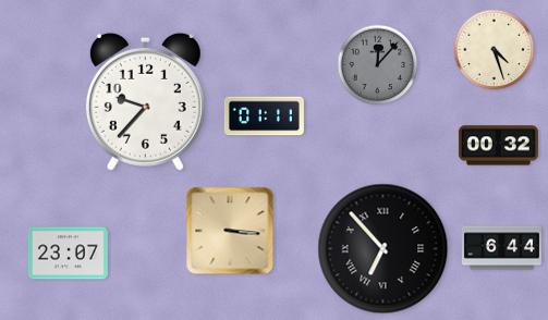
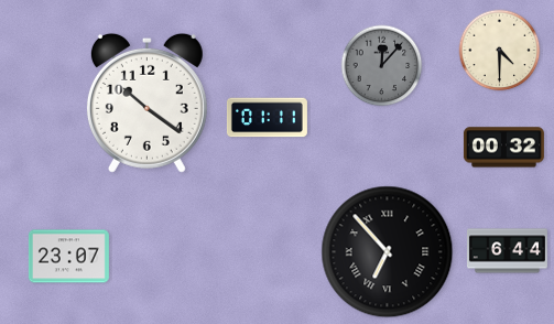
clock at (495, 50): 4:27 -> 4:30
clock at (145, 101): 9:37 -> 10:21
clock at (230, 231): 3:16 -> none
